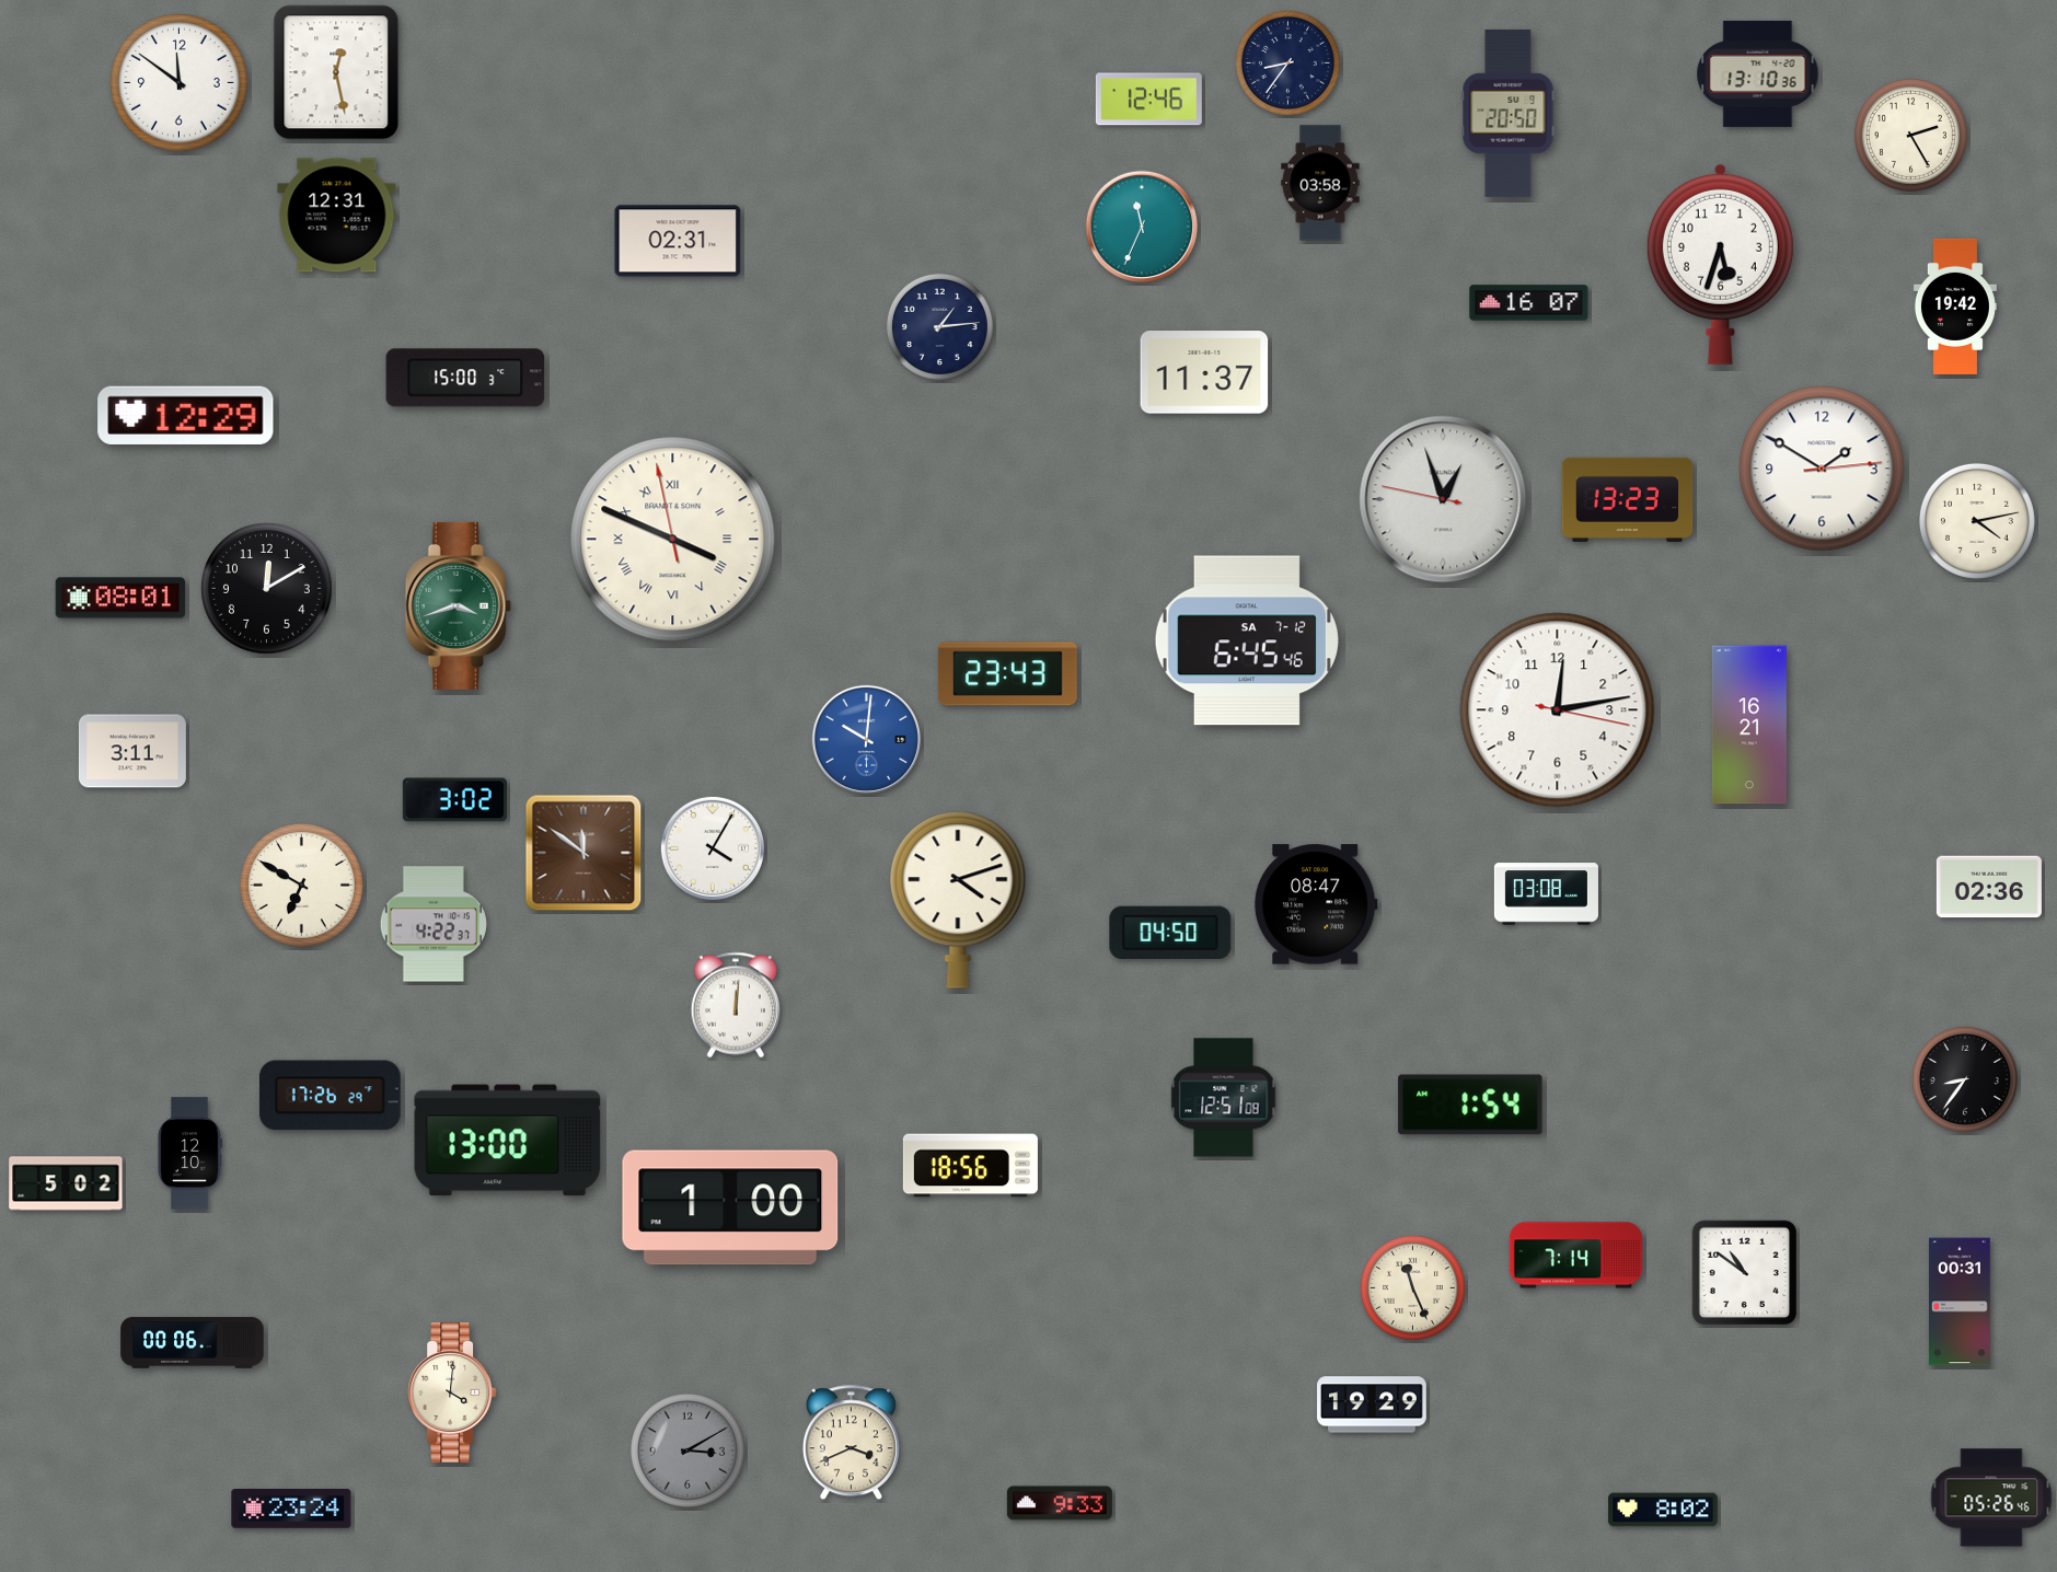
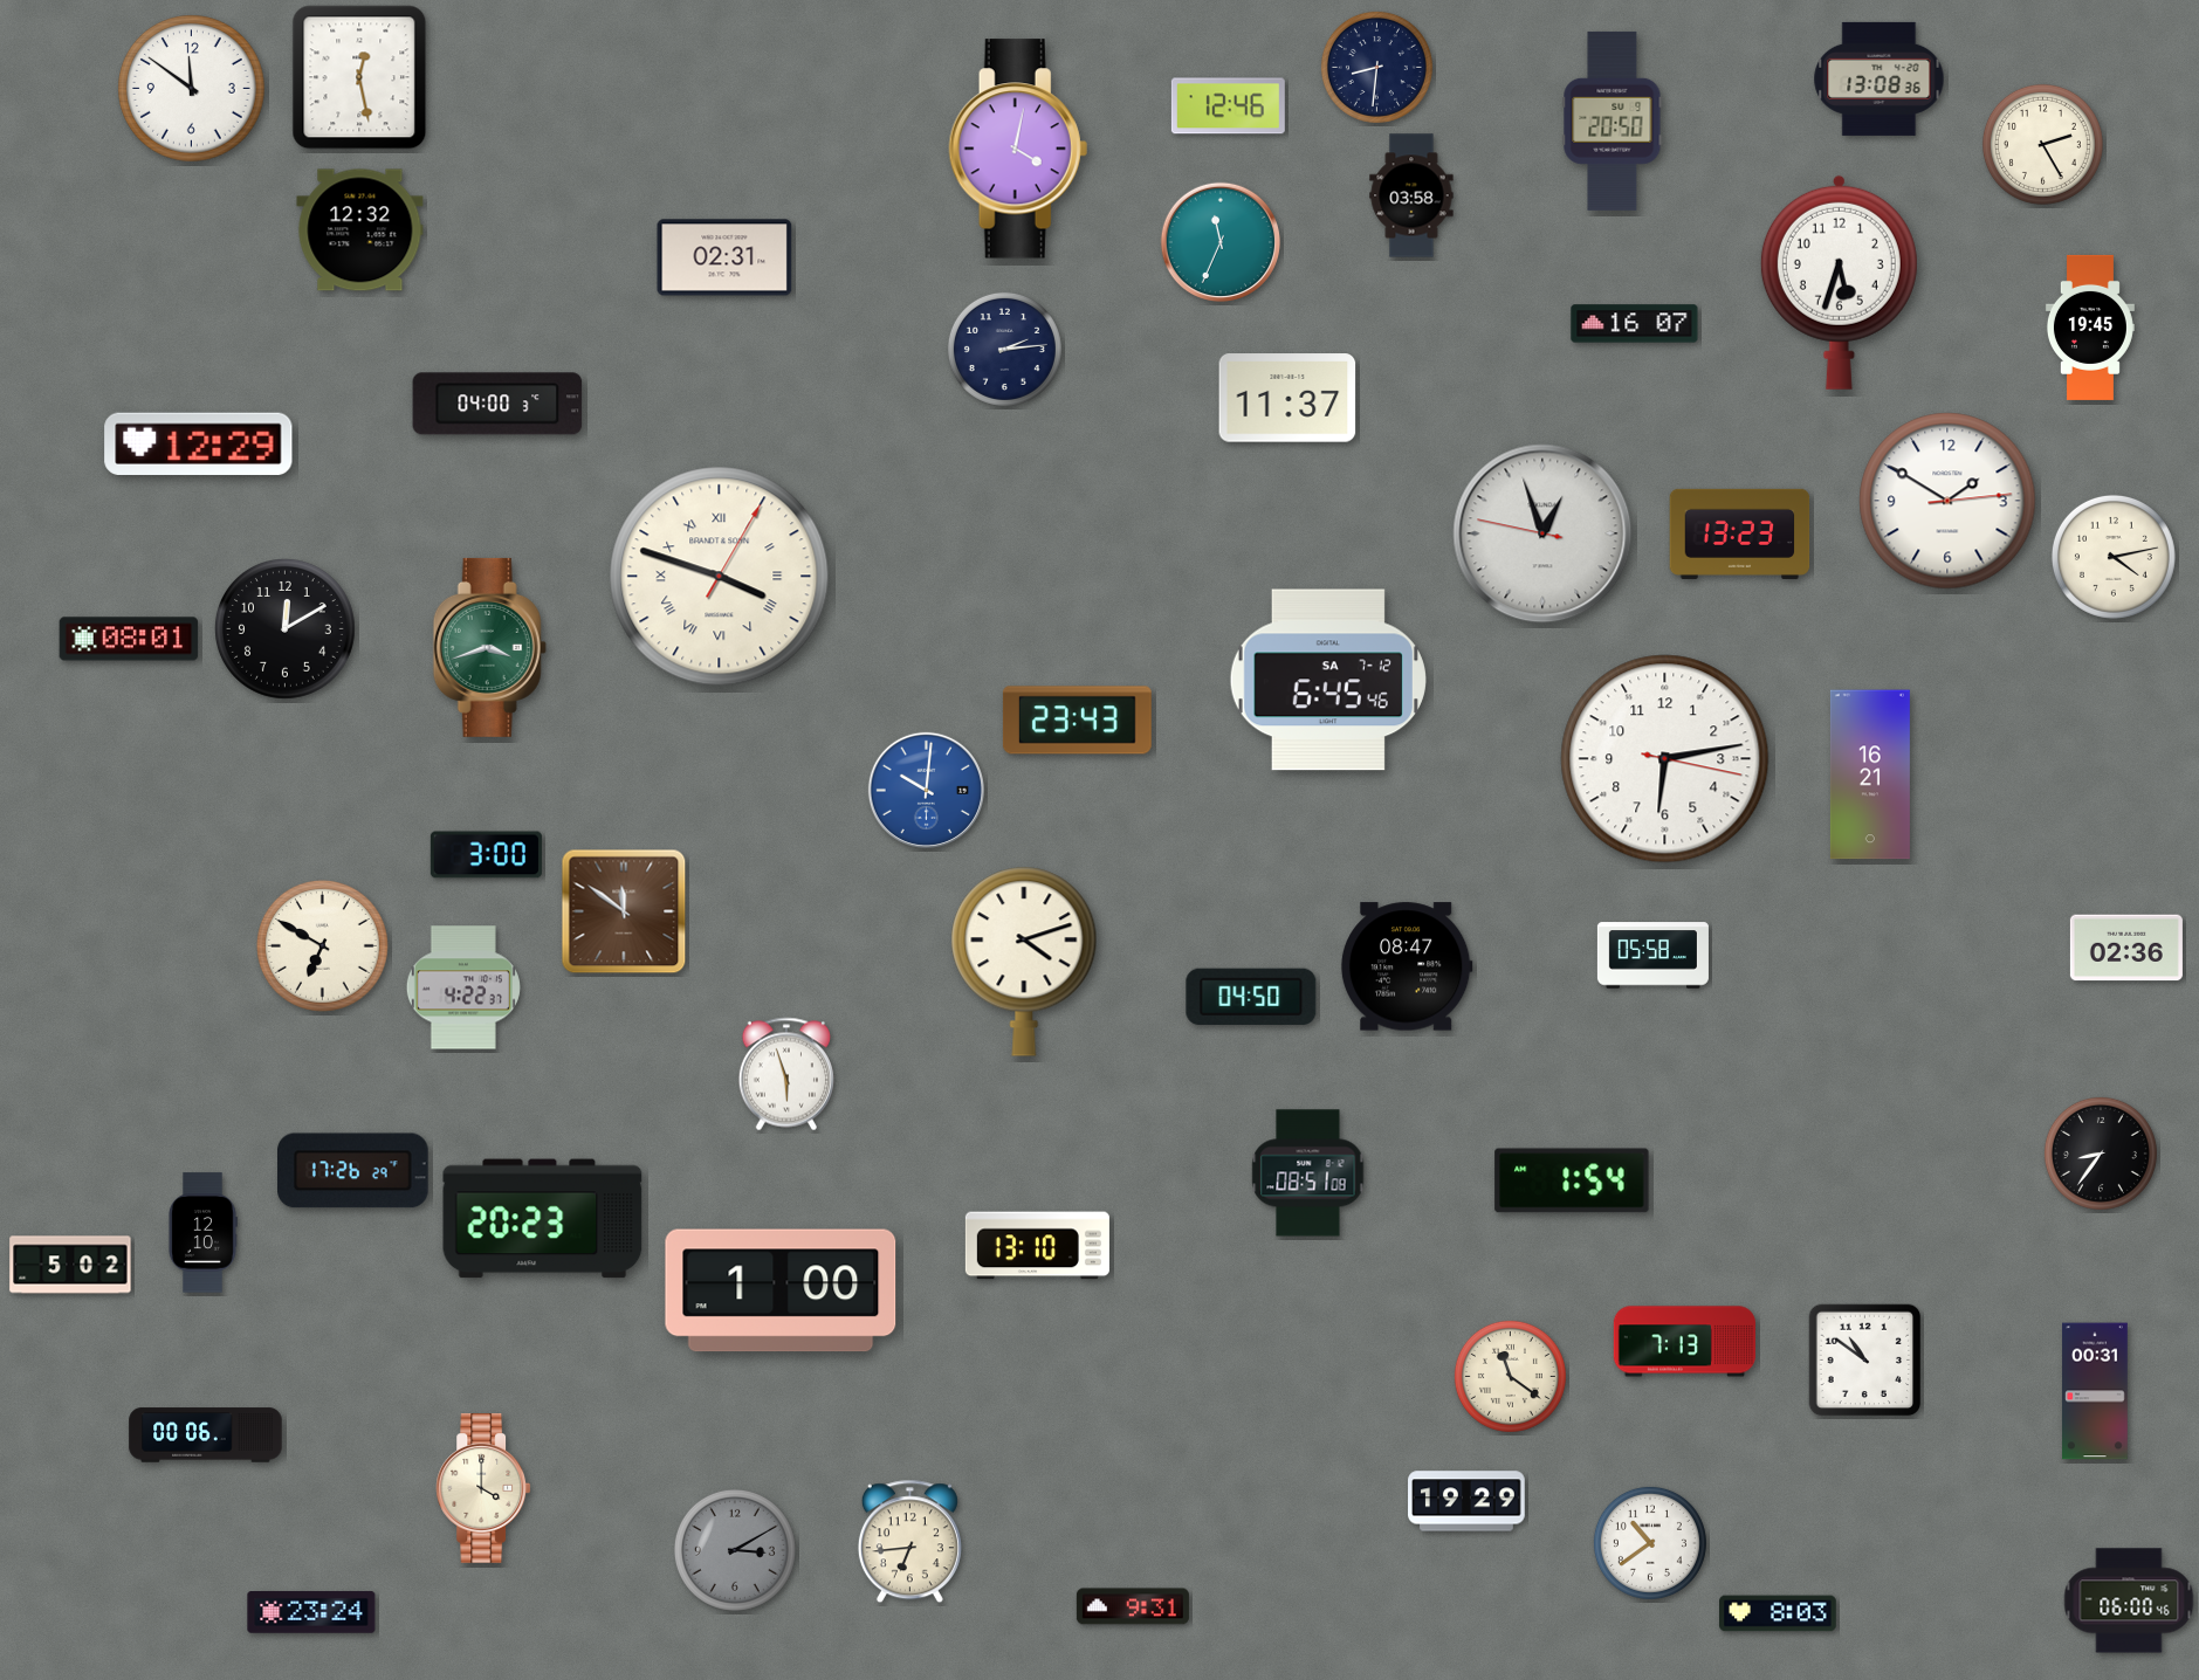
clock at (1287, 62): 8:36 -> 8:31
clock at (1758, 73): 13:10 -> 13:08
clock at (1018, 149): none -> 4:02
clock at (337, 216): 12:31 -> 12:32
clock at (1955, 307): 19:42 -> 19:45
clock at (939, 326): 1:14 -> 2:14
clock at (465, 378): 15:00 -> 04:00
clock at (673, 540): 3:48:58 -> 3:48:05
clock at (1247, 640) position: (1247, 640) -> (1328, 680)
clock at (1558, 710): 12:13 -> 6:13
clock at (132, 751): 3:11 -> none
clock at (454, 800): 3:02 -> 3:00
clock at (713, 848): 4:05 -> none
clock at (1546, 894): 03:08 -> 05:58
clock at (736, 1005): 12:01 -> 5:57
clock at (1224, 1098): 12:51 -> 08:51
clock at (508, 1141): 13:00 -> 20:23
clock at (970, 1166): 18:56 -> 13:10
clock at (1575, 1256): 7:14 -> 7:13
clock at (1412, 1287): 11:26 -> 11:21
clock at (452, 1394): 4:01 -> 4:00
clock at (851, 1443): 3:41 -> 6:44
clock at (1650, 1543): none -> 10:39
clock at (1991, 1498): 05:26 -> 06:00
clock at (1060, 1503): 9:33 -> 9:31
clock at (1663, 1510): 8:02 -> 8:03
